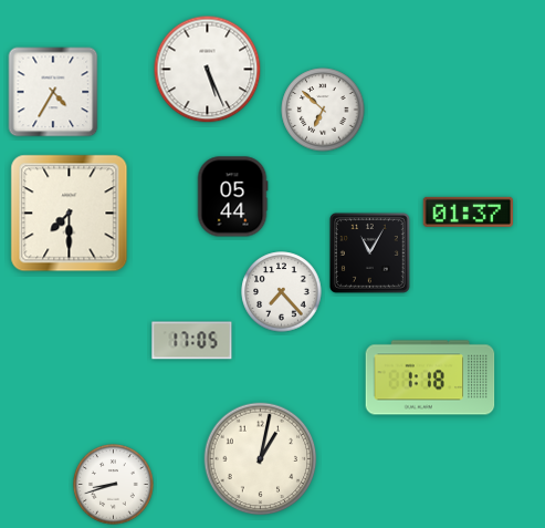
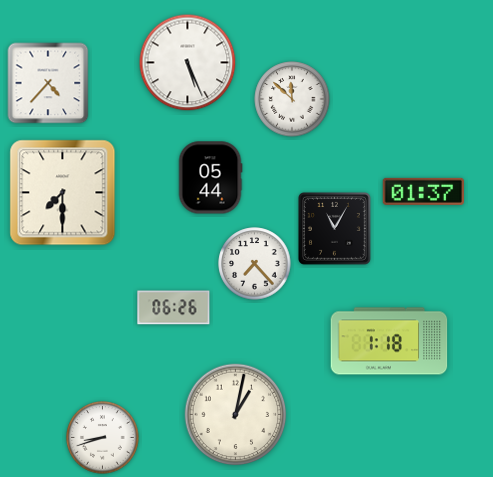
clock at (53, 92): 4:35 -> 4:37
clock at (323, 110): 6:52 -> 11:52
clock at (192, 341): 17:05 -> 06:26
